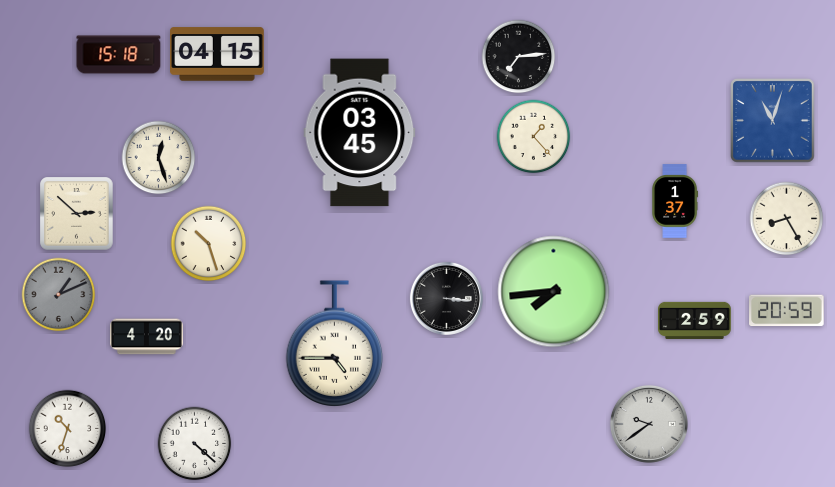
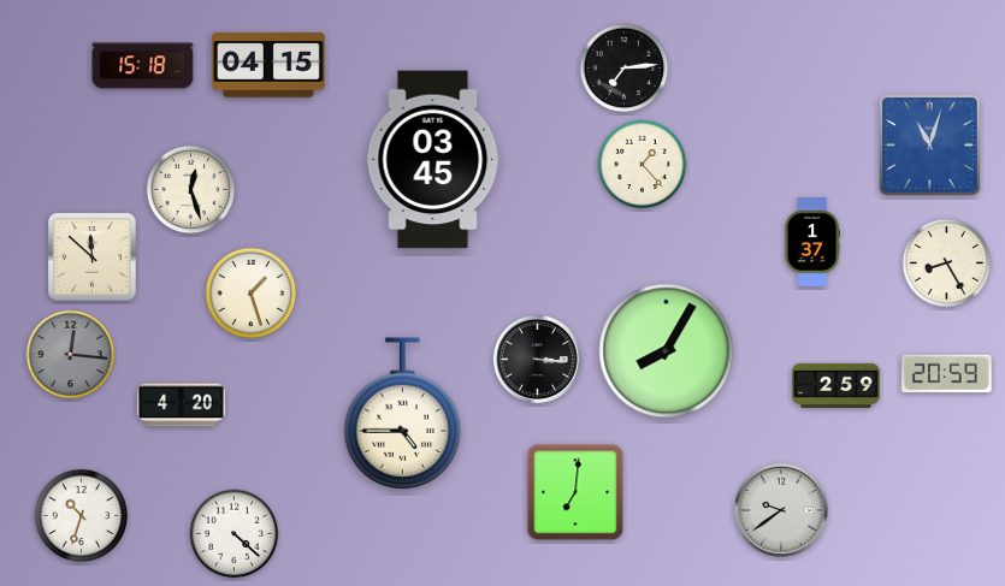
clock at (217, 54) position: (217, 54) -> (268, 65)
clock at (77, 214): 2:52 -> 11:52
clock at (209, 244): 10:27 -> 1:27
clock at (554, 292): 7:44 -> 8:05
clock at (59, 295): 1:11 -> 12:16
clock at (147, 337) position: (147, 337) -> (182, 406)
clock at (575, 492): none -> 7:01
